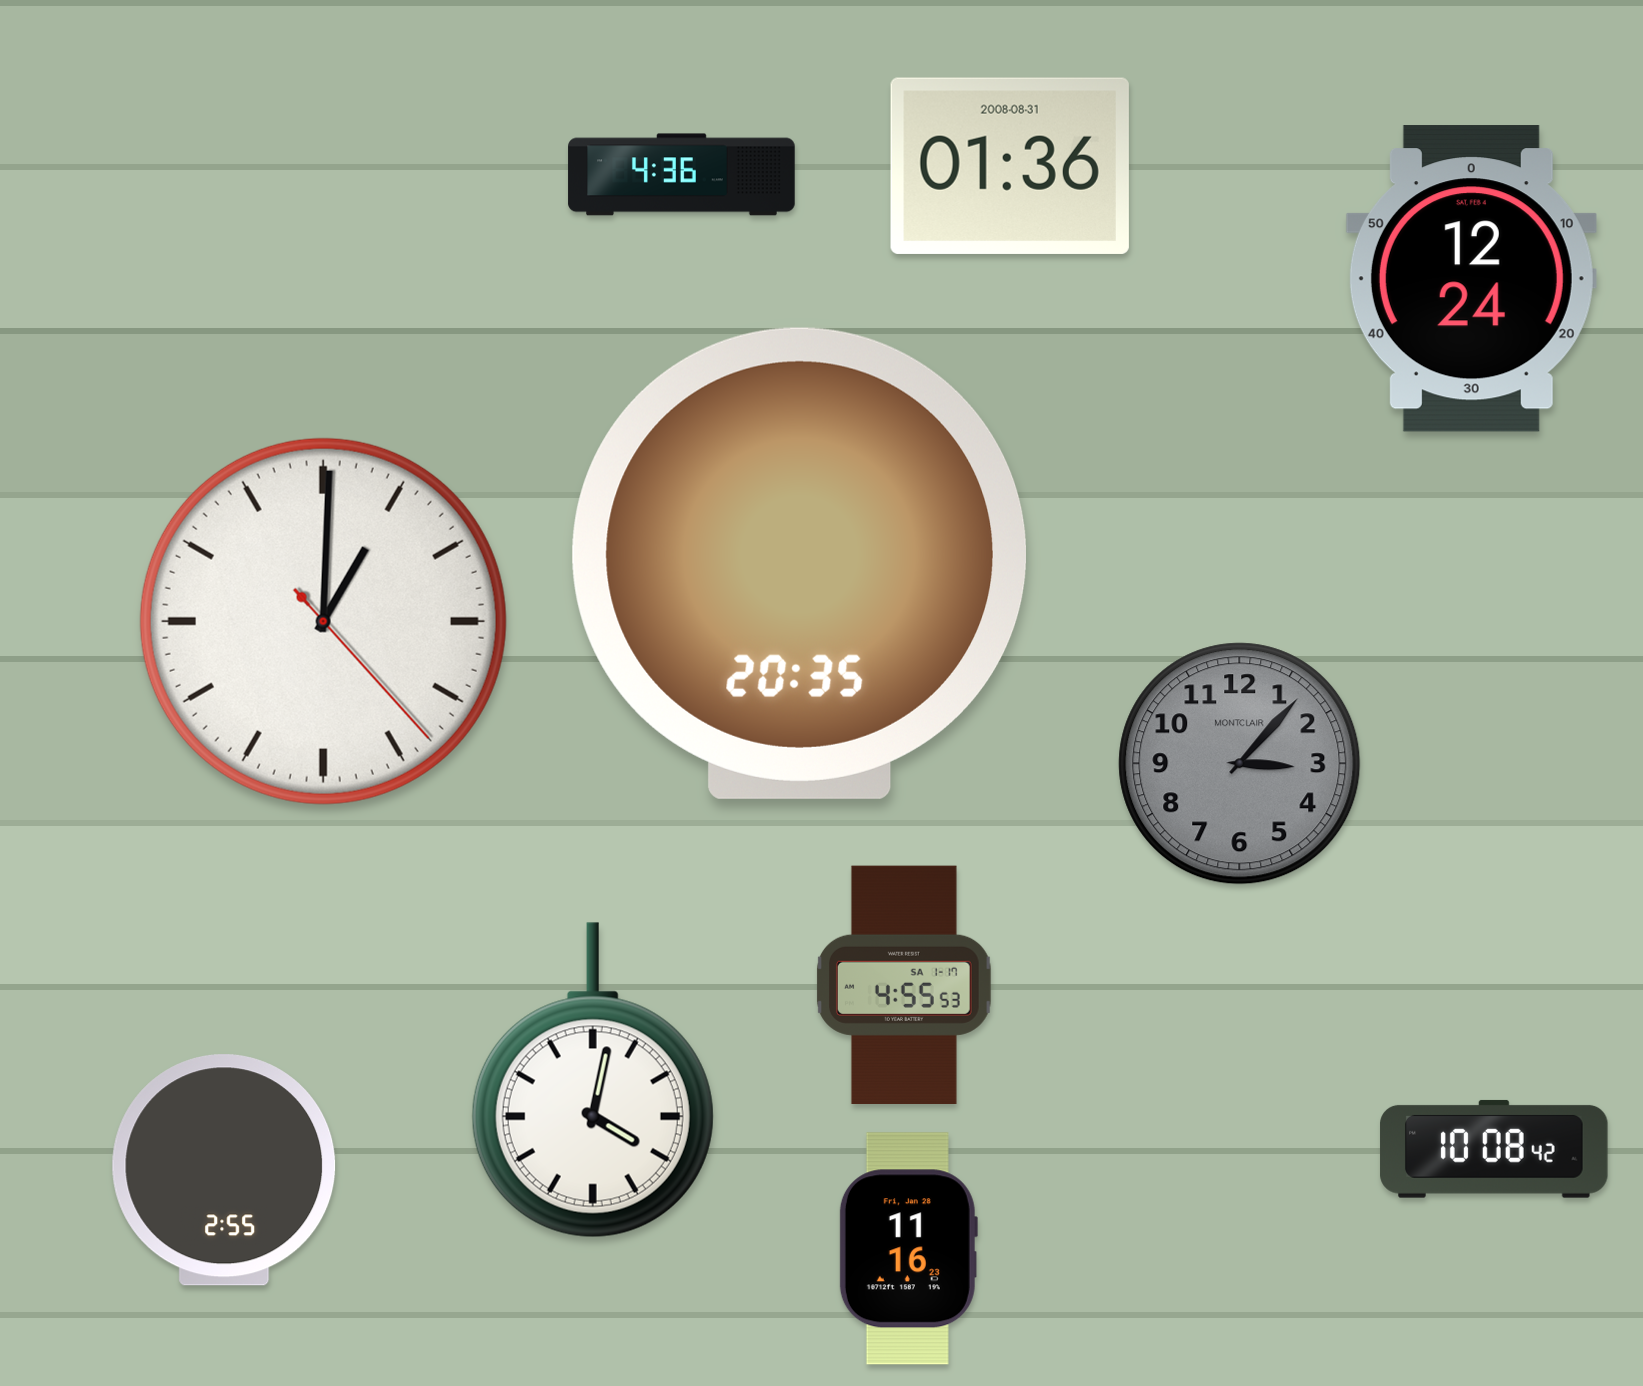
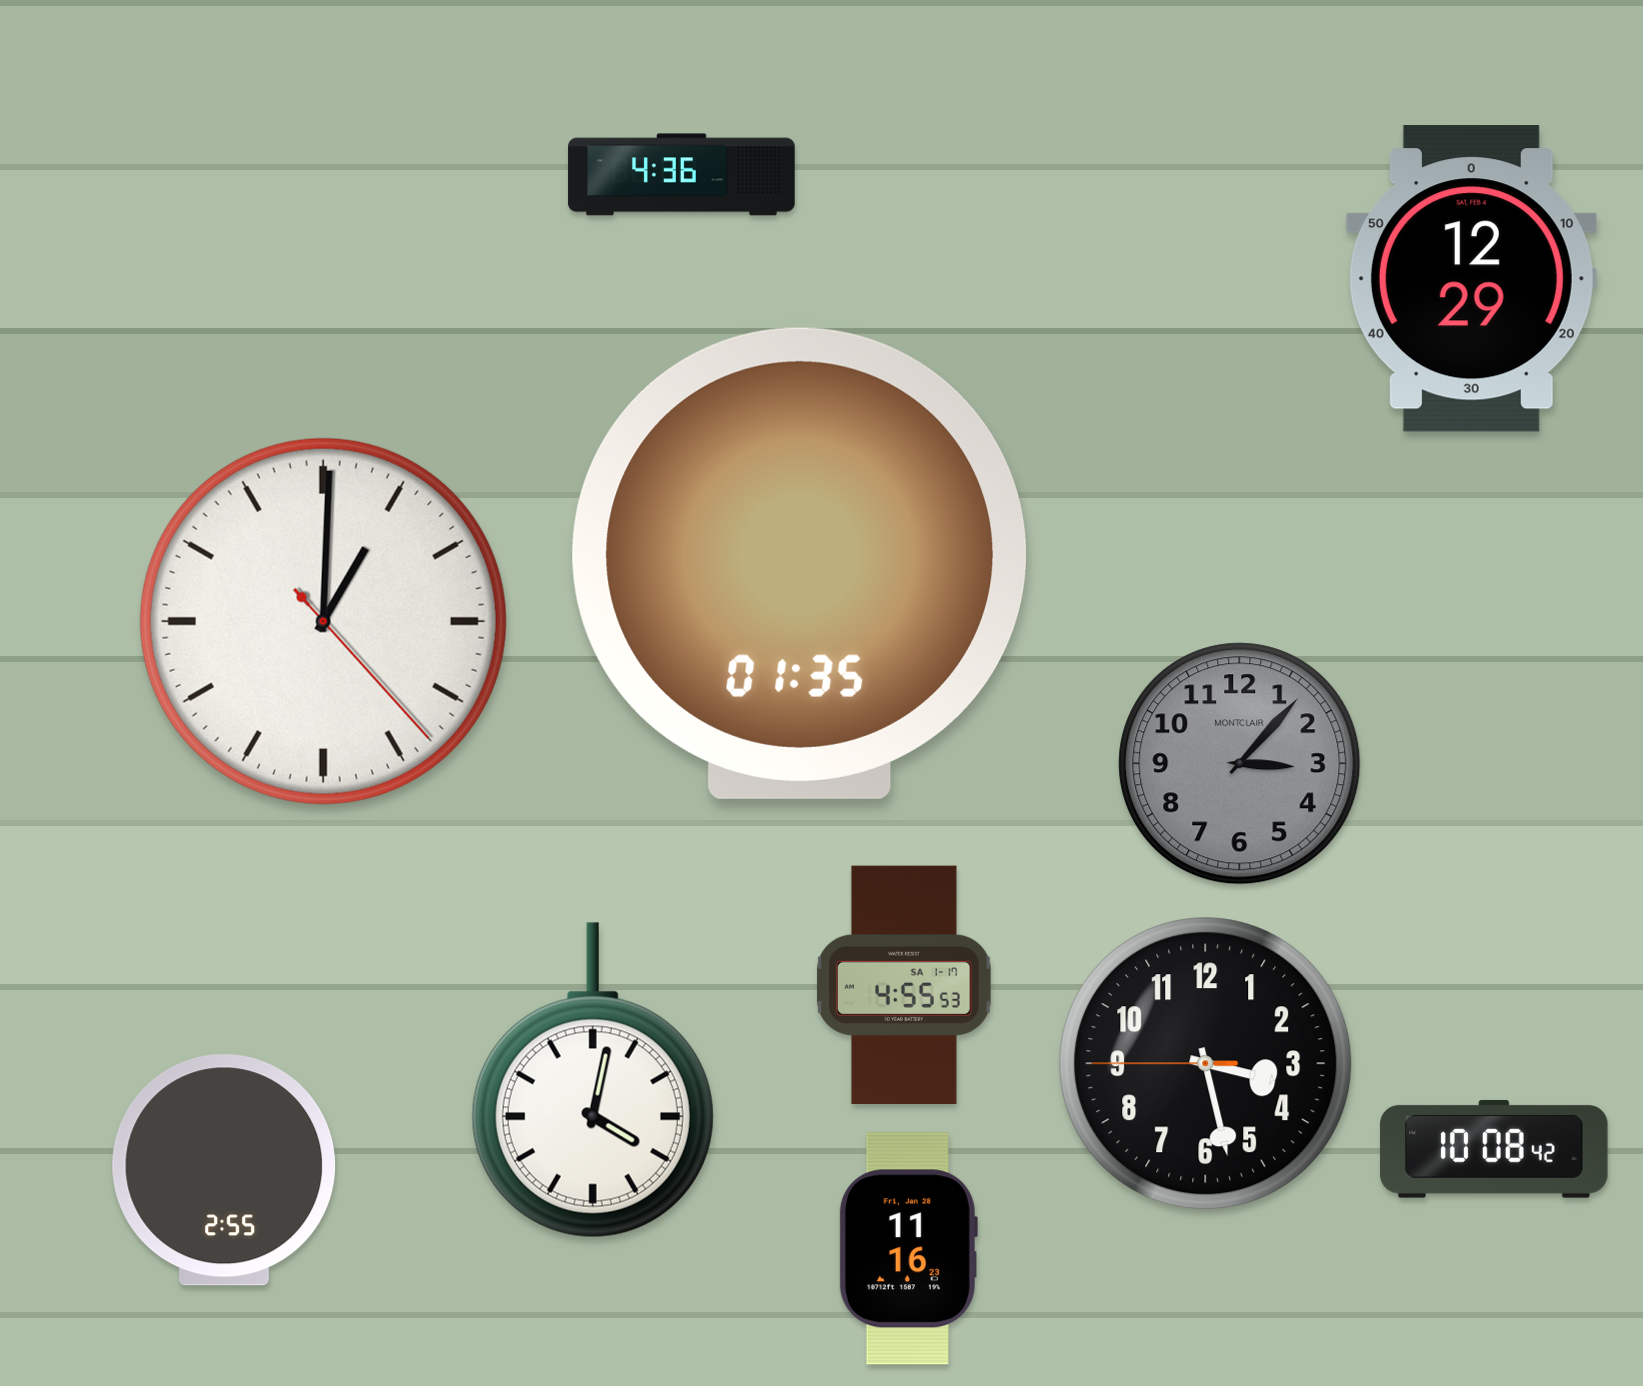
clock at (1010, 166): 01:36 -> none
clock at (1471, 279): 12:24 -> 12:29
clock at (799, 563): 20:35 -> 01:35
clock at (1206, 1064): none -> 3:27
